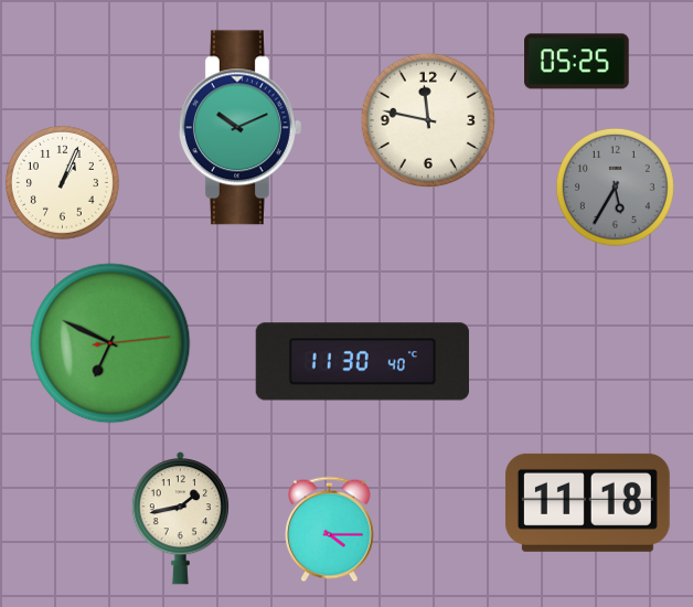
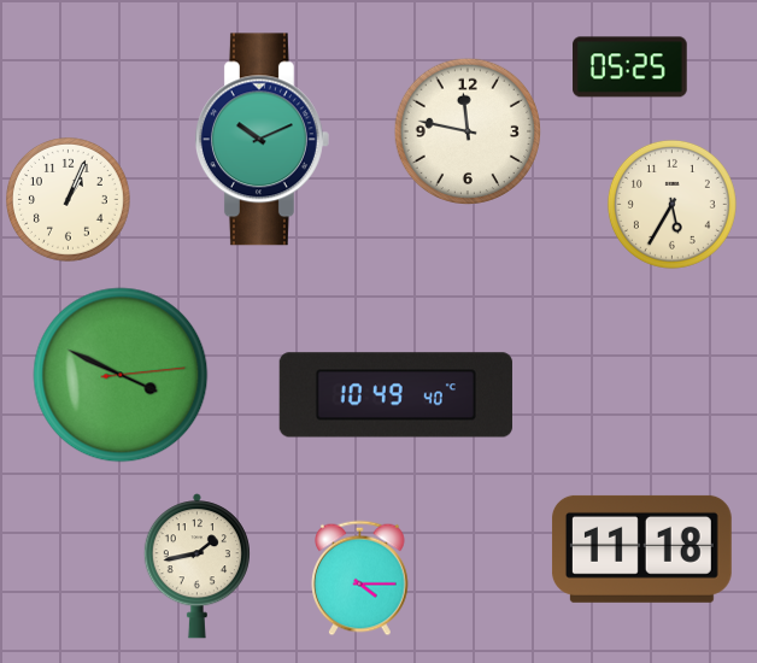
clock at (615, 187) dial: grey -> cream
clock at (110, 343): 6:49 -> 3:49
clock at (362, 362): 11:30 -> 10:49
